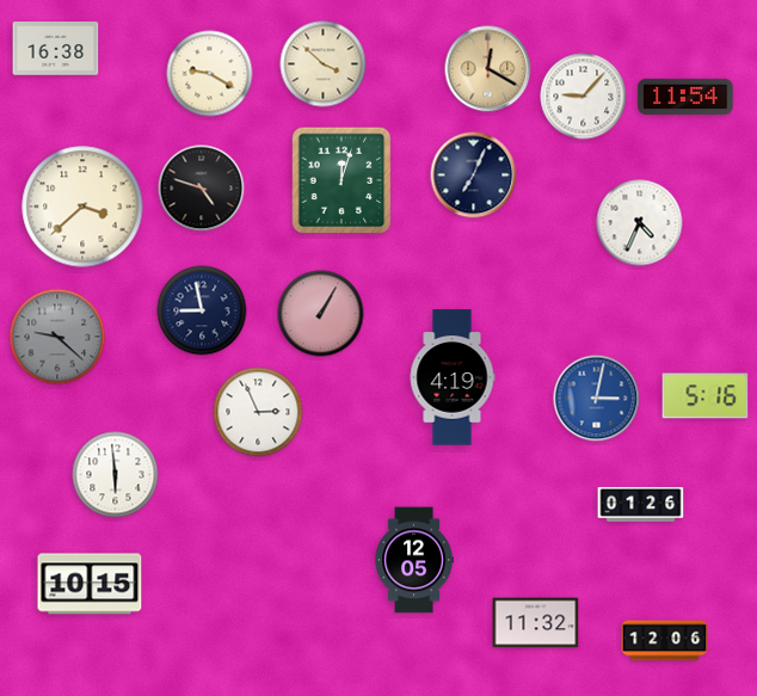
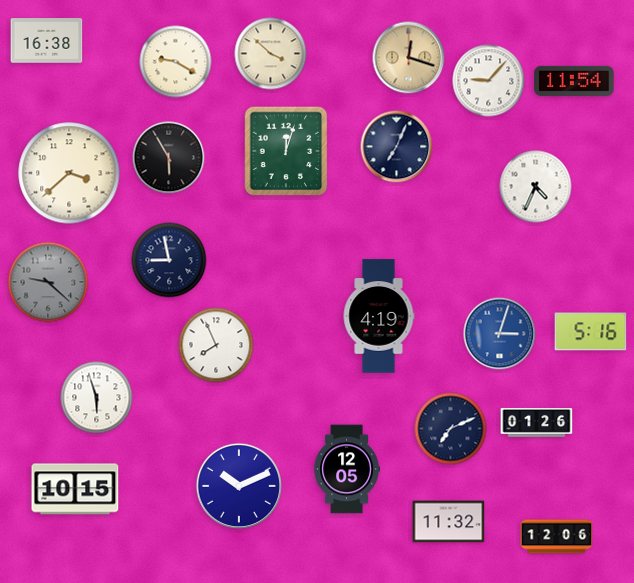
clock at (488, 69): 12:20 -> 12:18
clock at (202, 189): 4:48 -> 5:55
clock at (321, 314): 1:05 -> none
clock at (597, 399): 3:02 -> 3:03
clock at (258, 412): 2:56 -> 7:56
clock at (116, 475): 5:59 -> 5:57
clock at (451, 429): none -> 7:11
clock at (238, 485): none -> 10:11
